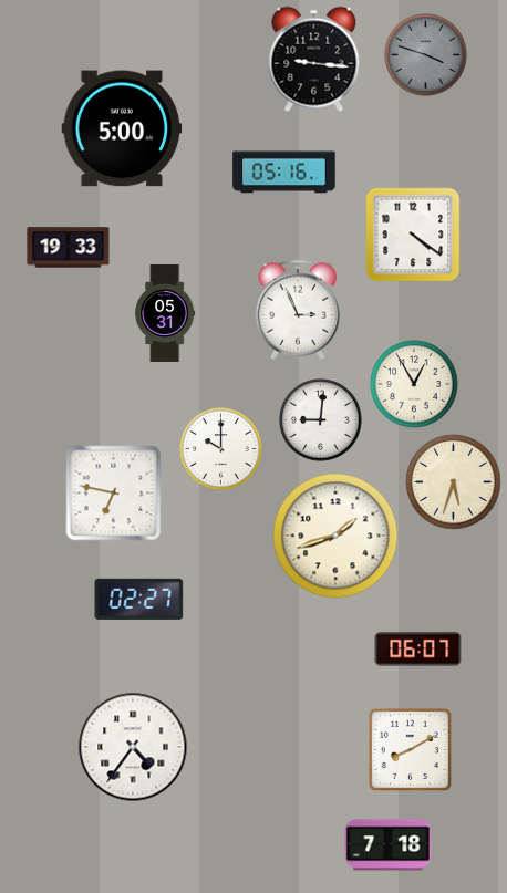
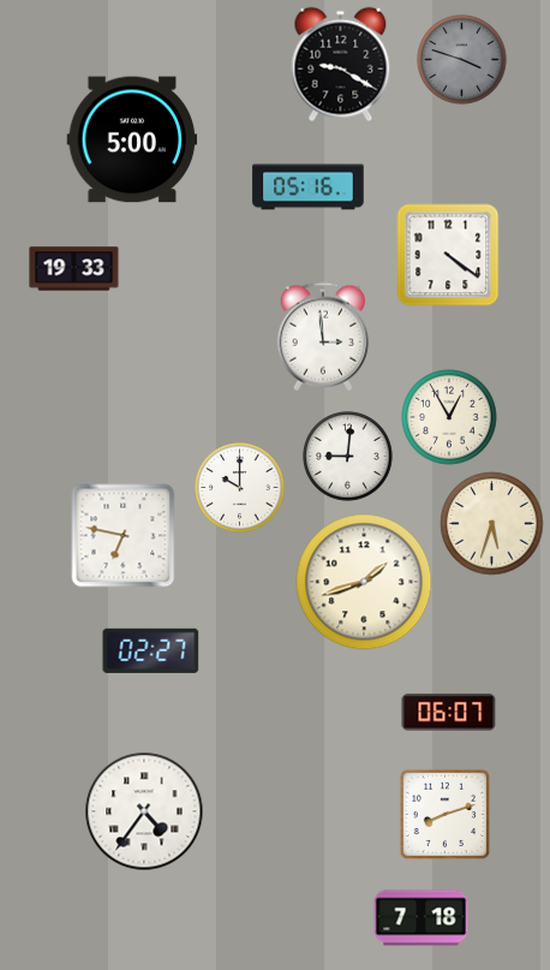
clock at (314, 60): 9:16 -> 9:20
clock at (298, 310): 2:56 -> 2:59
clock at (165, 313): 05:31 -> none
clock at (418, 650) position: (418, 650) -> (449, 713)
clock at (411, 750): 8:10 -> 8:12
